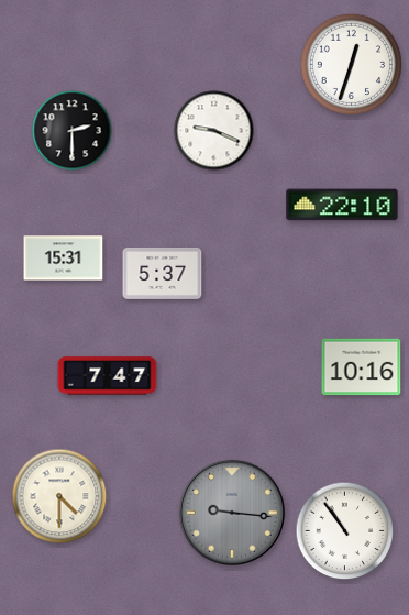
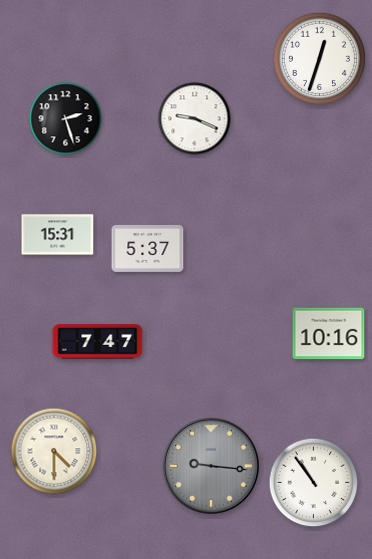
clock at (73, 131): 2:30 -> 2:27
clock at (342, 205): 22:10 -> none
